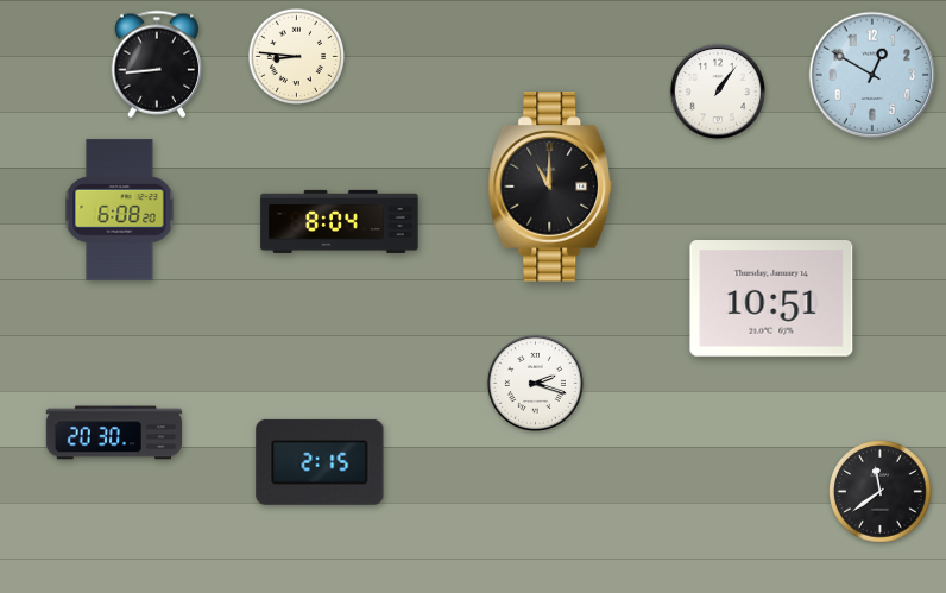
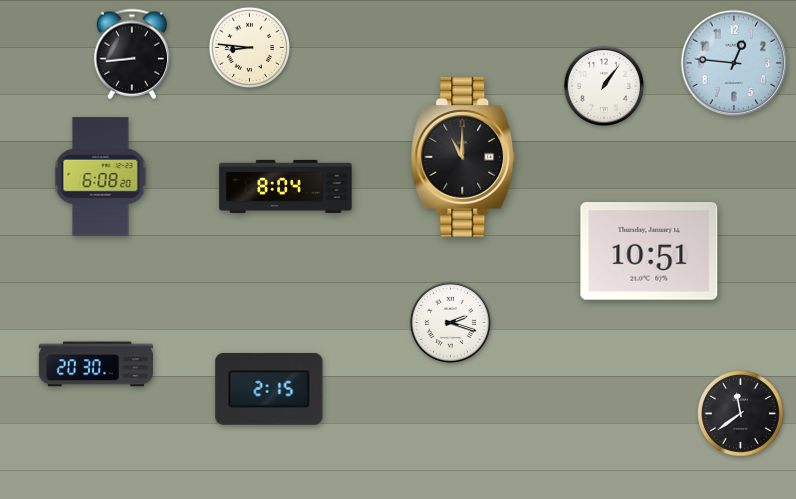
clock at (872, 75): 12:50 -> 12:46
clock at (718, 92) position: (718, 92) -> (604, 86)
